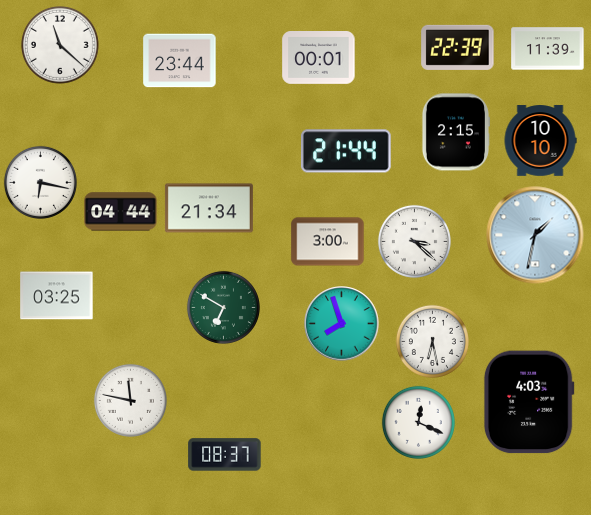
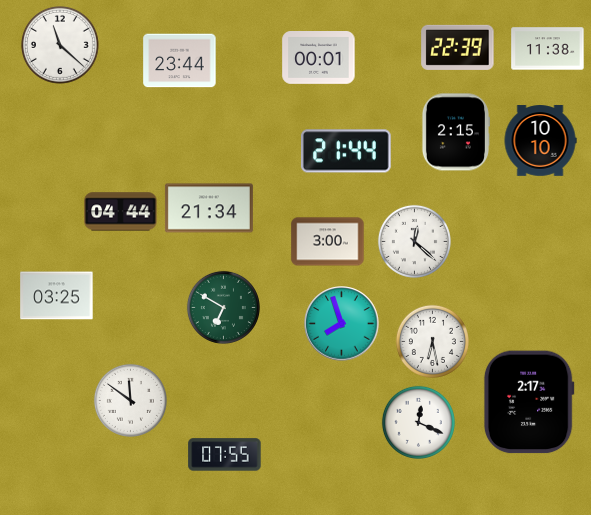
clock at (548, 49): 11:39 -> 11:38
clock at (40, 182): 6:17 -> none
clock at (535, 235): 1:32 -> none
clock at (414, 241): 3:22 -> 12:22
clock at (130, 400): 11:47 -> 11:51
clock at (529, 402): 4:03 -> 2:17
clock at (225, 455): 08:37 -> 07:55
